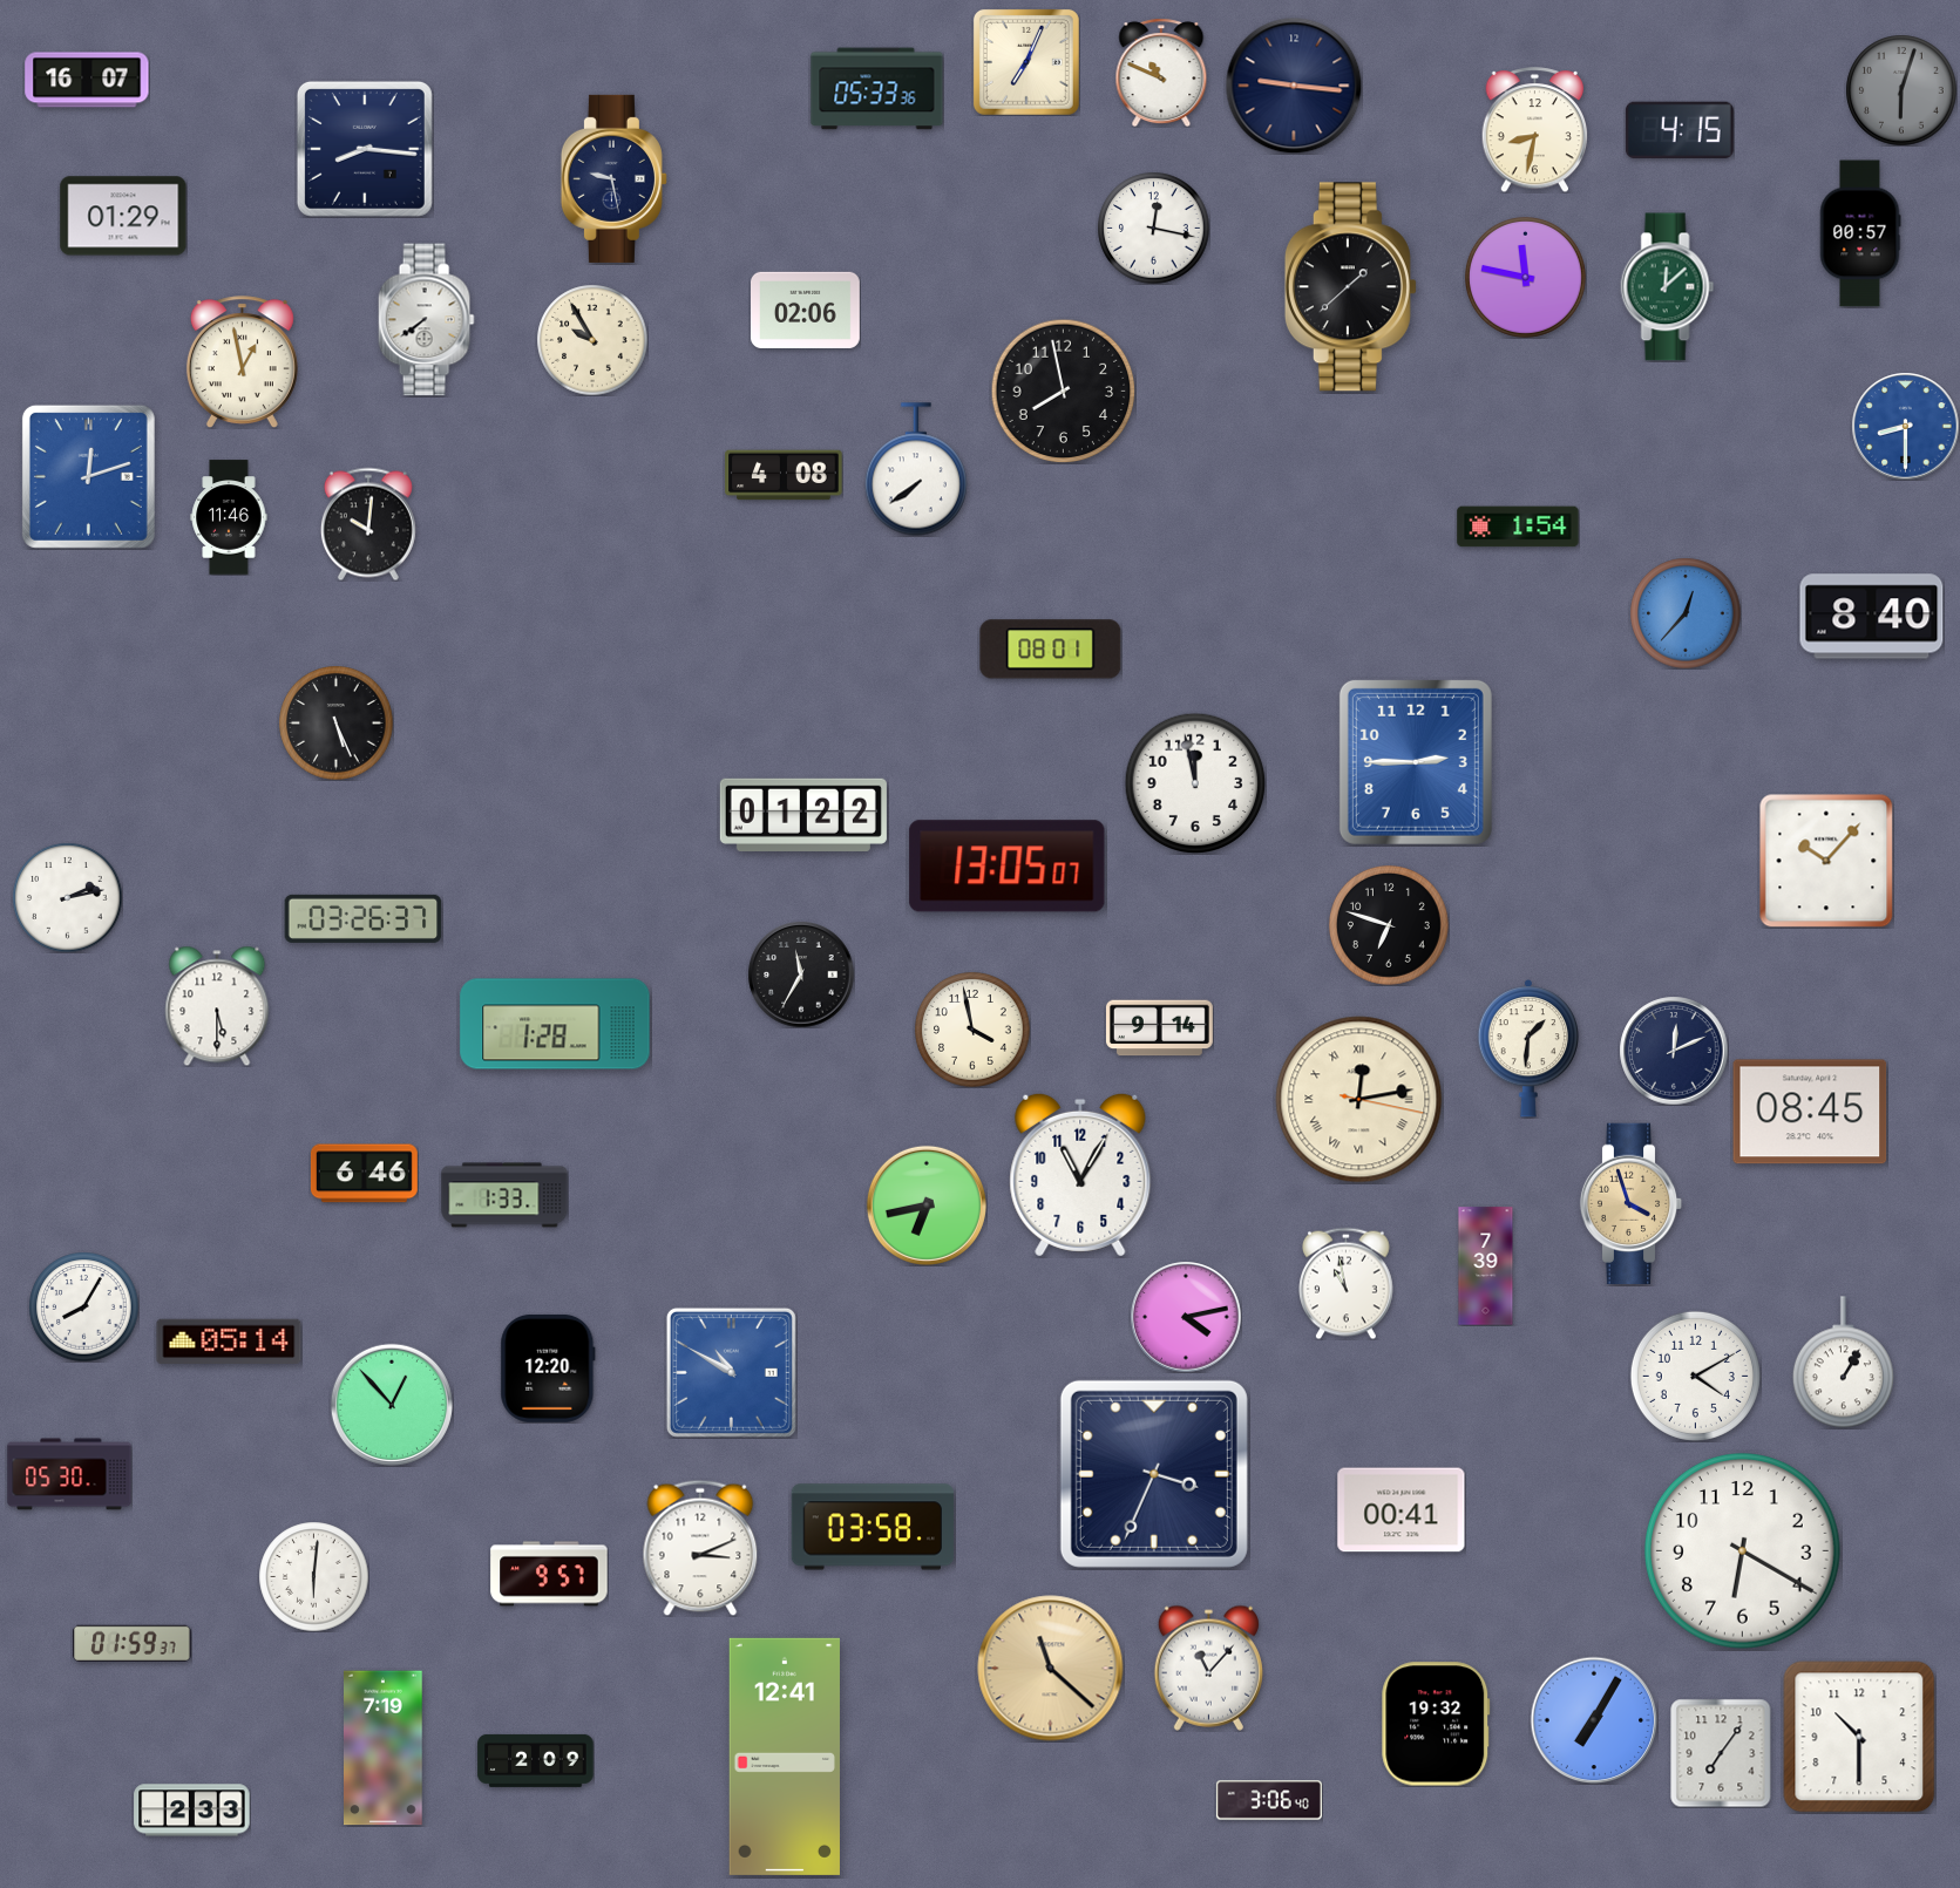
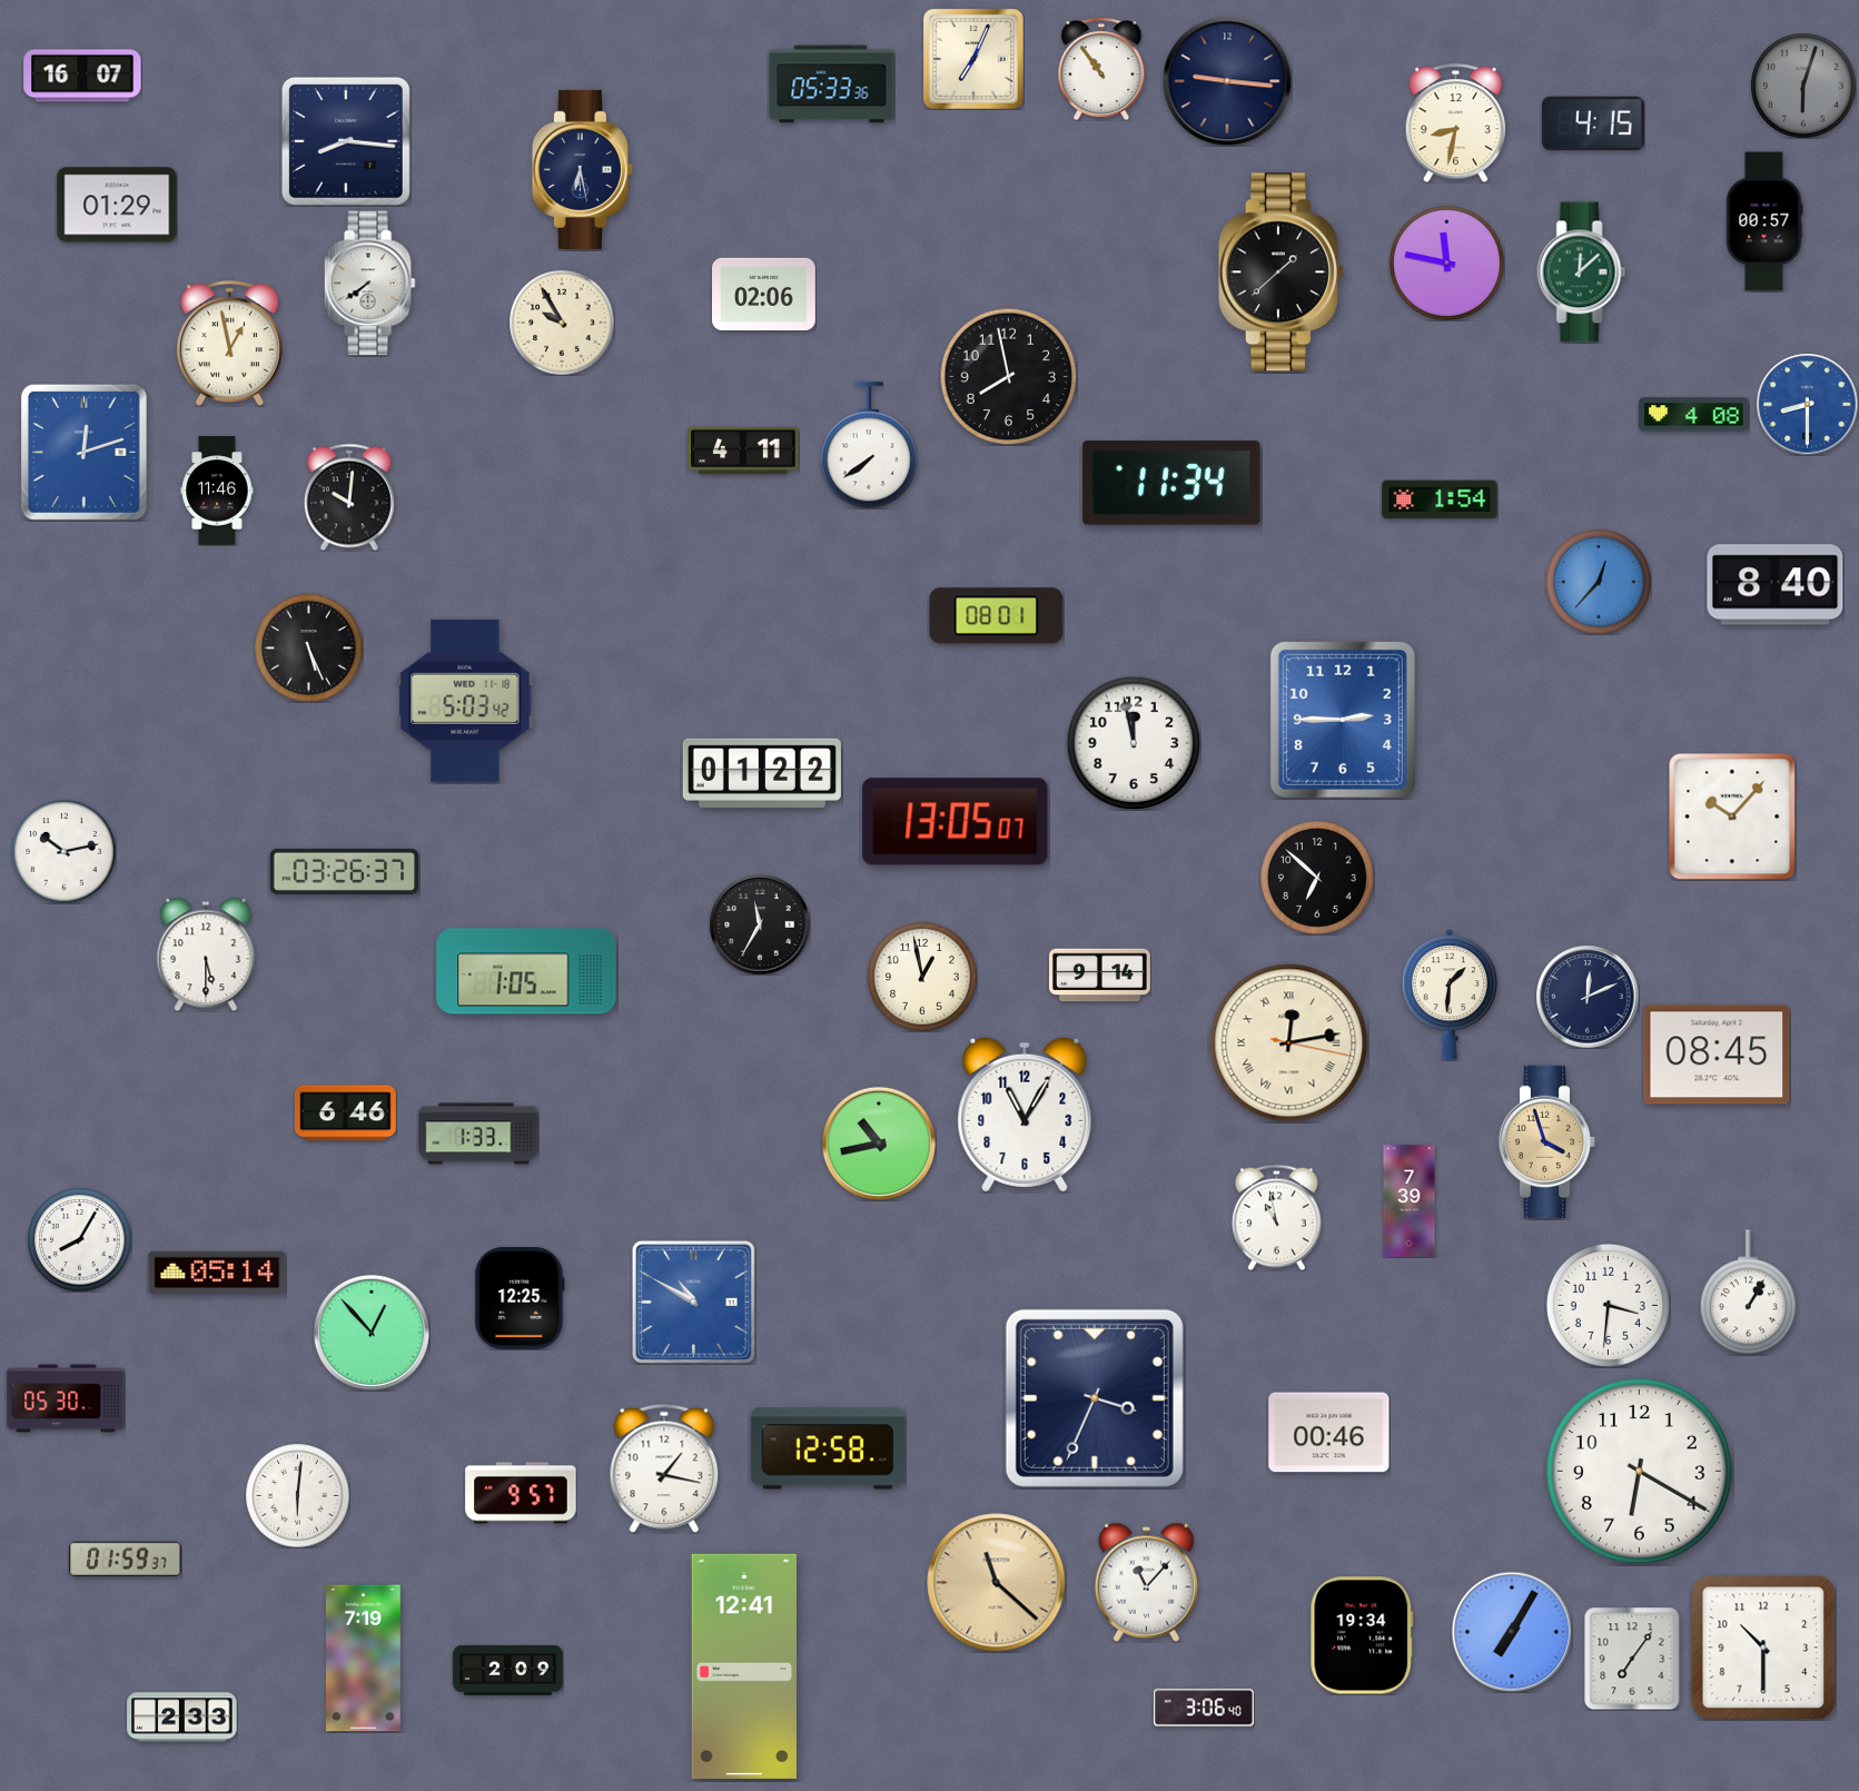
clock at (1161, 73): 10:49 -> 10:54
clock at (613, 178): 9:28 -> 6:28
clock at (1153, 227): 12:17 -> none
clock at (426, 320) position: (426, 320) -> (369, 284)
clock at (1063, 390) position: (1063, 390) -> (1008, 376)
clock at (1694, 415): none -> 4:08
clock at (784, 475): 4:08 -> 4:11
clock at (1171, 483): none -> 11:34
clock at (337, 724) position: (337, 724) -> (309, 649)
clock at (465, 701): none -> 5:03
clock at (1416, 762) position: (1416, 762) -> (1343, 720)
clock at (67, 897): 2:13 -> 10:13
clock at (1389, 925): 6:48 -> 6:52
clock at (555, 1024): 1:28 -> 1:05
clock at (972, 1030): 3:58 -> 12:58
clock at (927, 1206): 6:43 -> 10:43
clock at (1186, 1317): 4:13 -> none
clock at (548, 1369): 12:20 -> 12:25
clock at (1695, 1376): 4:10 -> 3:31
clock at (1402, 1510): 00:41 -> 00:46
clock at (872, 1527): 03:58 -> 12:58
clock at (700, 1548): 3:11 -> 1:17
clock at (1743, 1551) position: (1743, 1551) -> (1640, 1472)
clock at (1436, 1724): 19:32 -> 19:34
clock at (1721, 1753) position: (1721, 1753) -> (1632, 1659)
